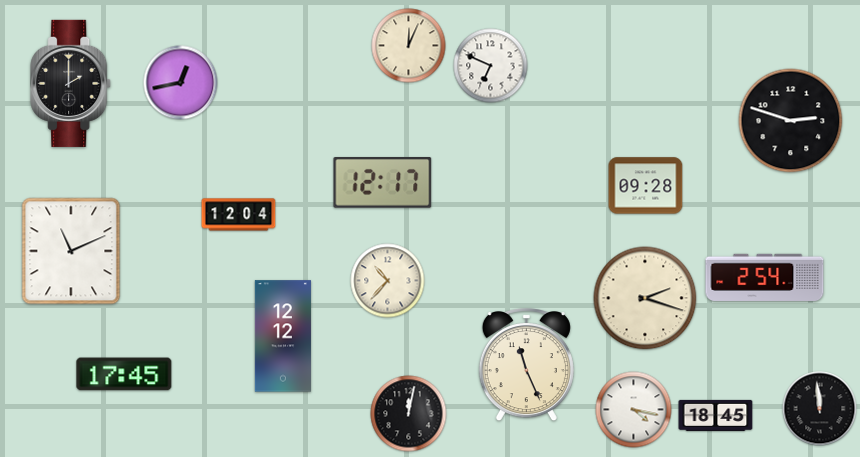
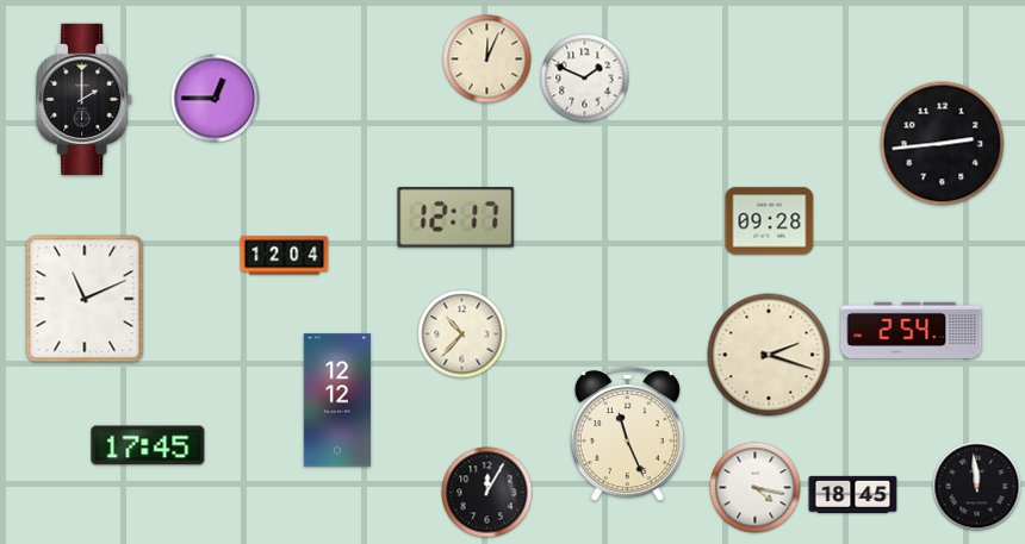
clock at (409, 46) position: (409, 46) -> (487, 60)
clock at (491, 66): 6:49 -> 1:49
clock at (181, 83): 12:43 -> 12:45
clock at (791, 121): 2:48 -> 2:44
clock at (409, 414): 12:02 -> 12:05
